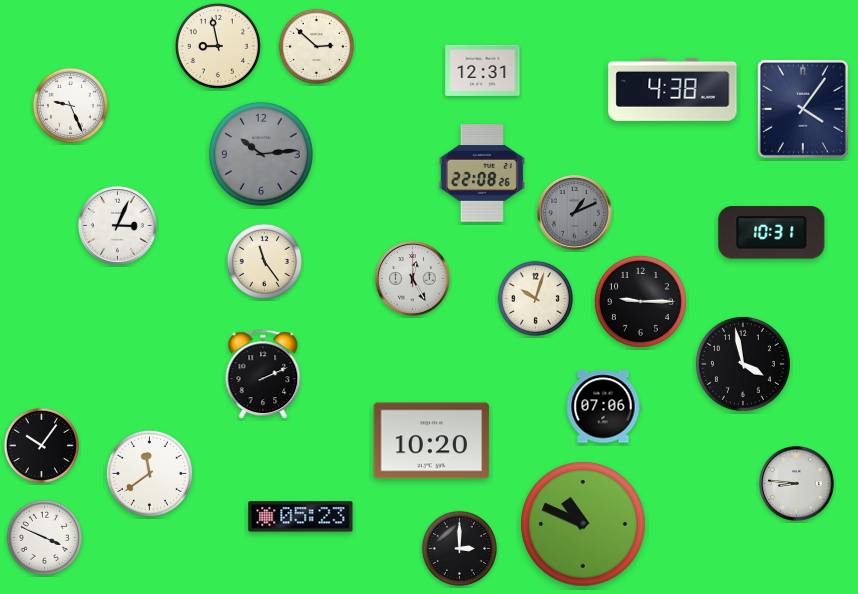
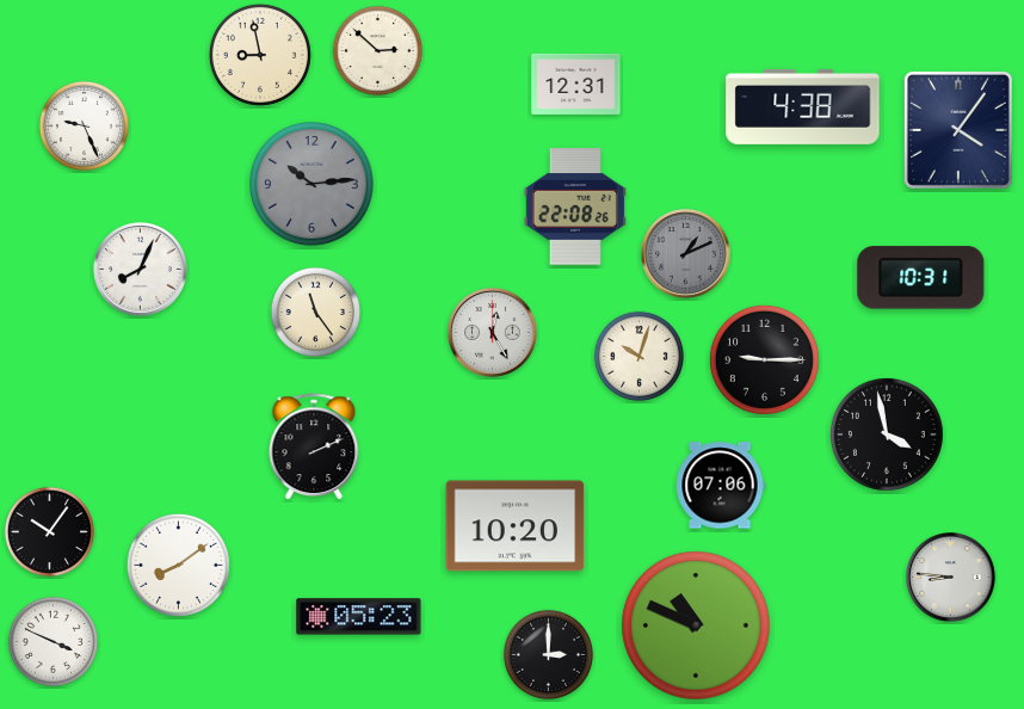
clock at (316, 46) position: (316, 46) -> (377, 50)
clock at (118, 226): 3:04 -> 8:04
clock at (149, 473): 11:39 -> 8:09
